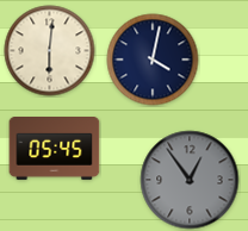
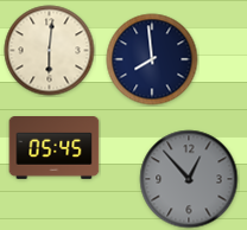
clock at (153, 60): 4:02 -> 7:59
clock at (190, 180): 12:54 -> 12:53
